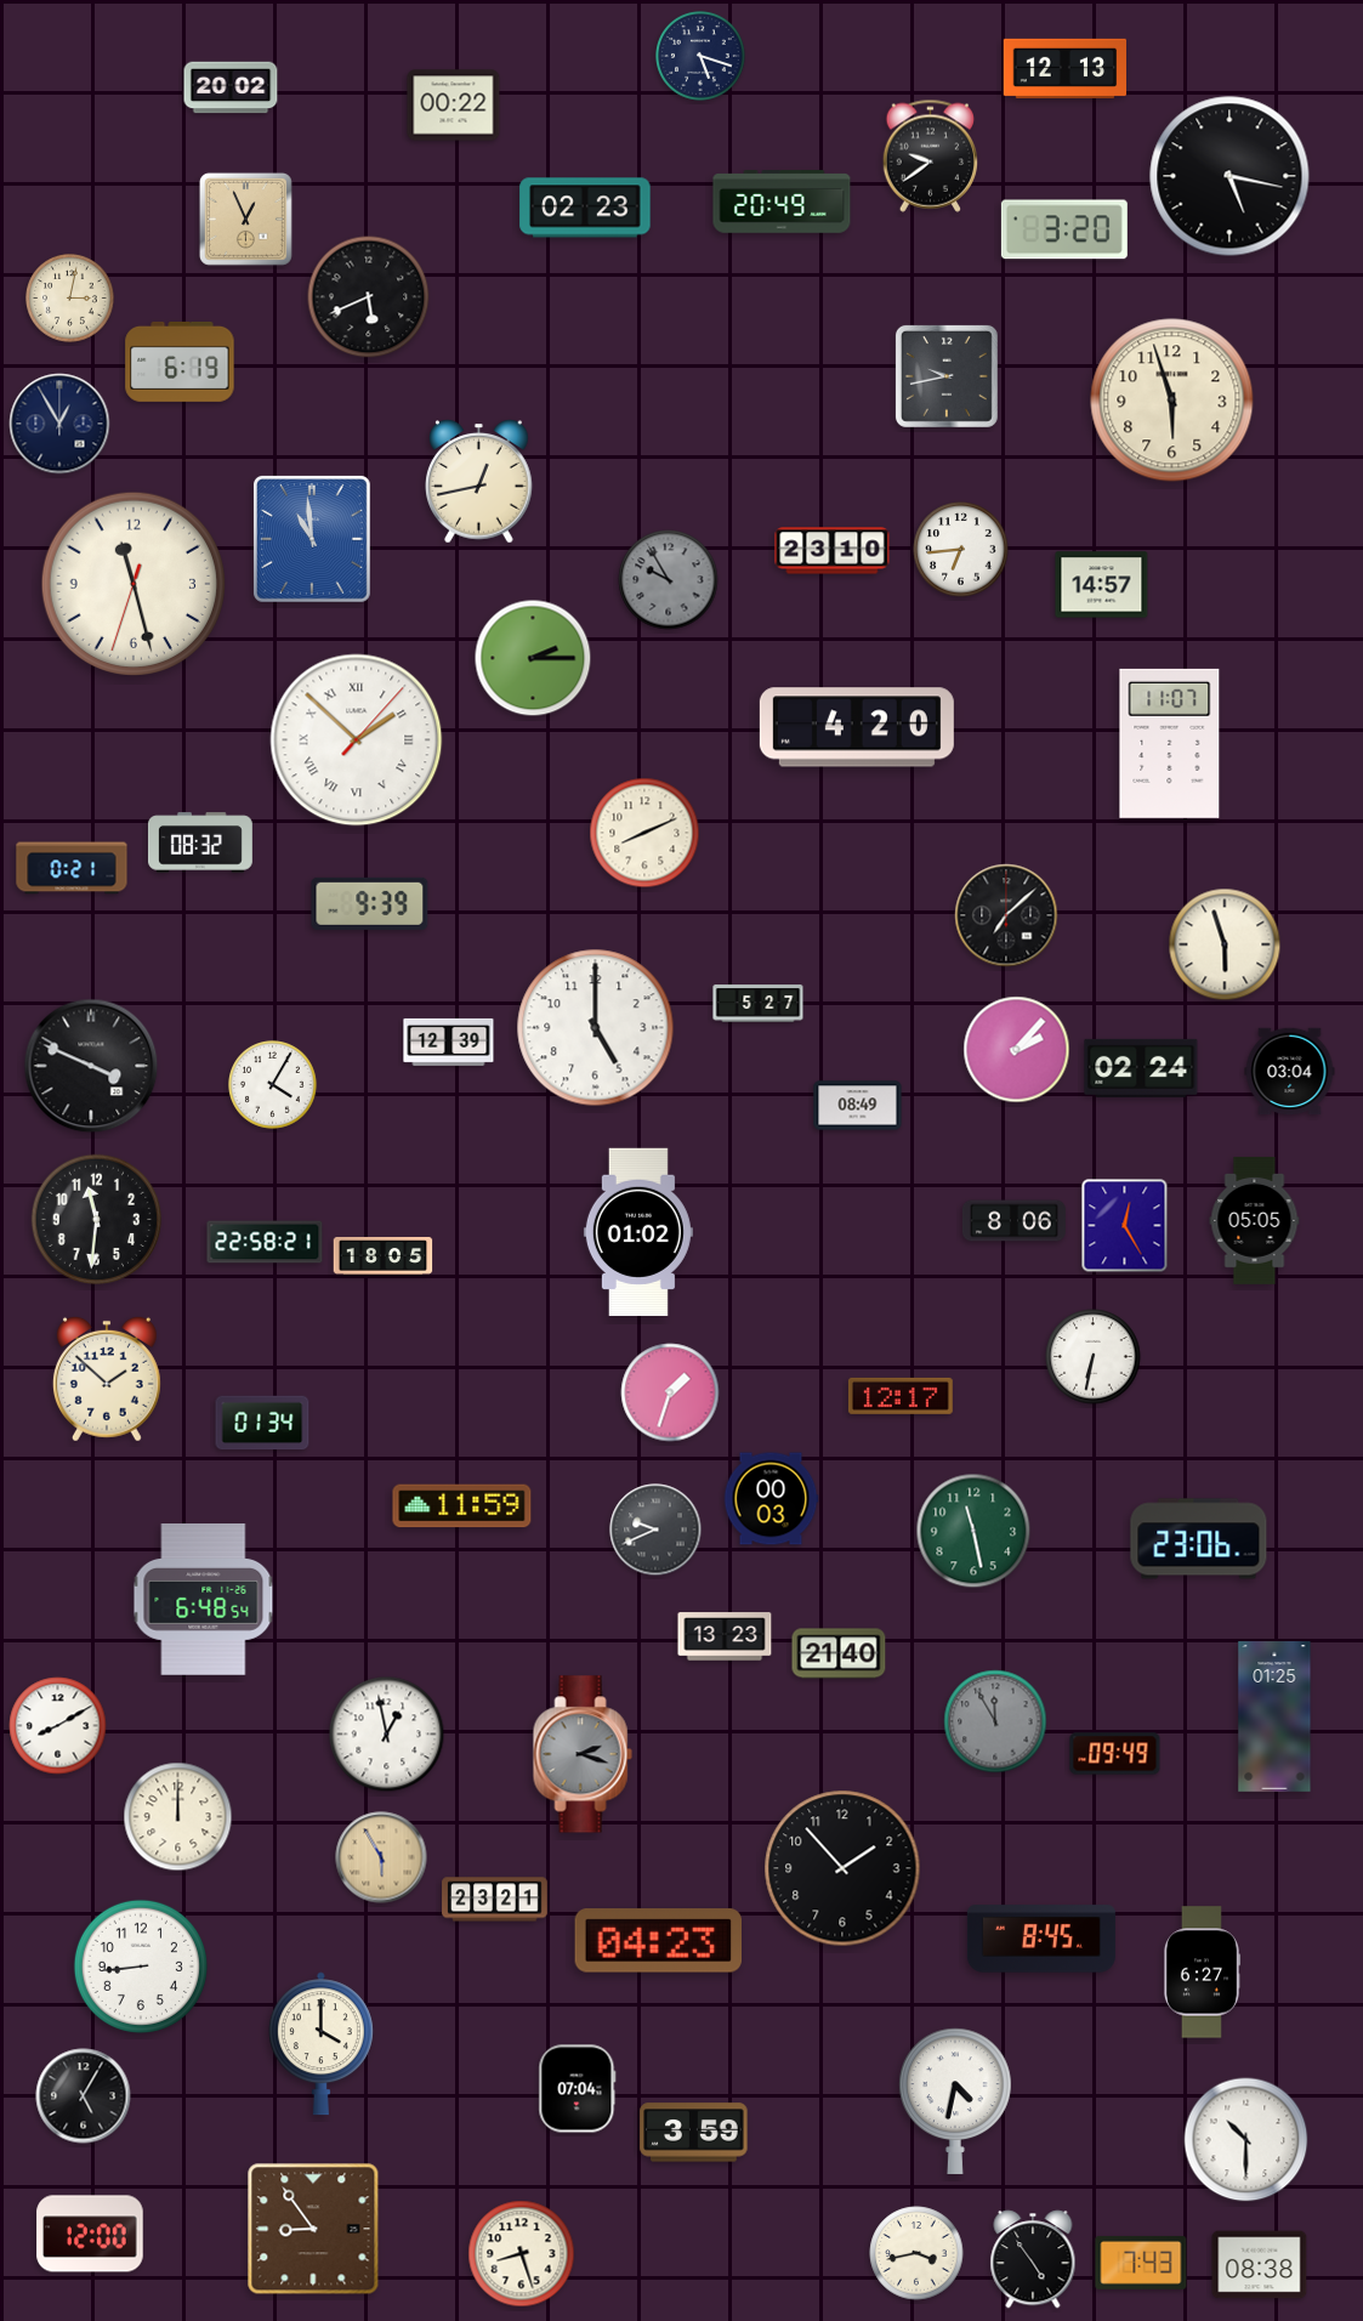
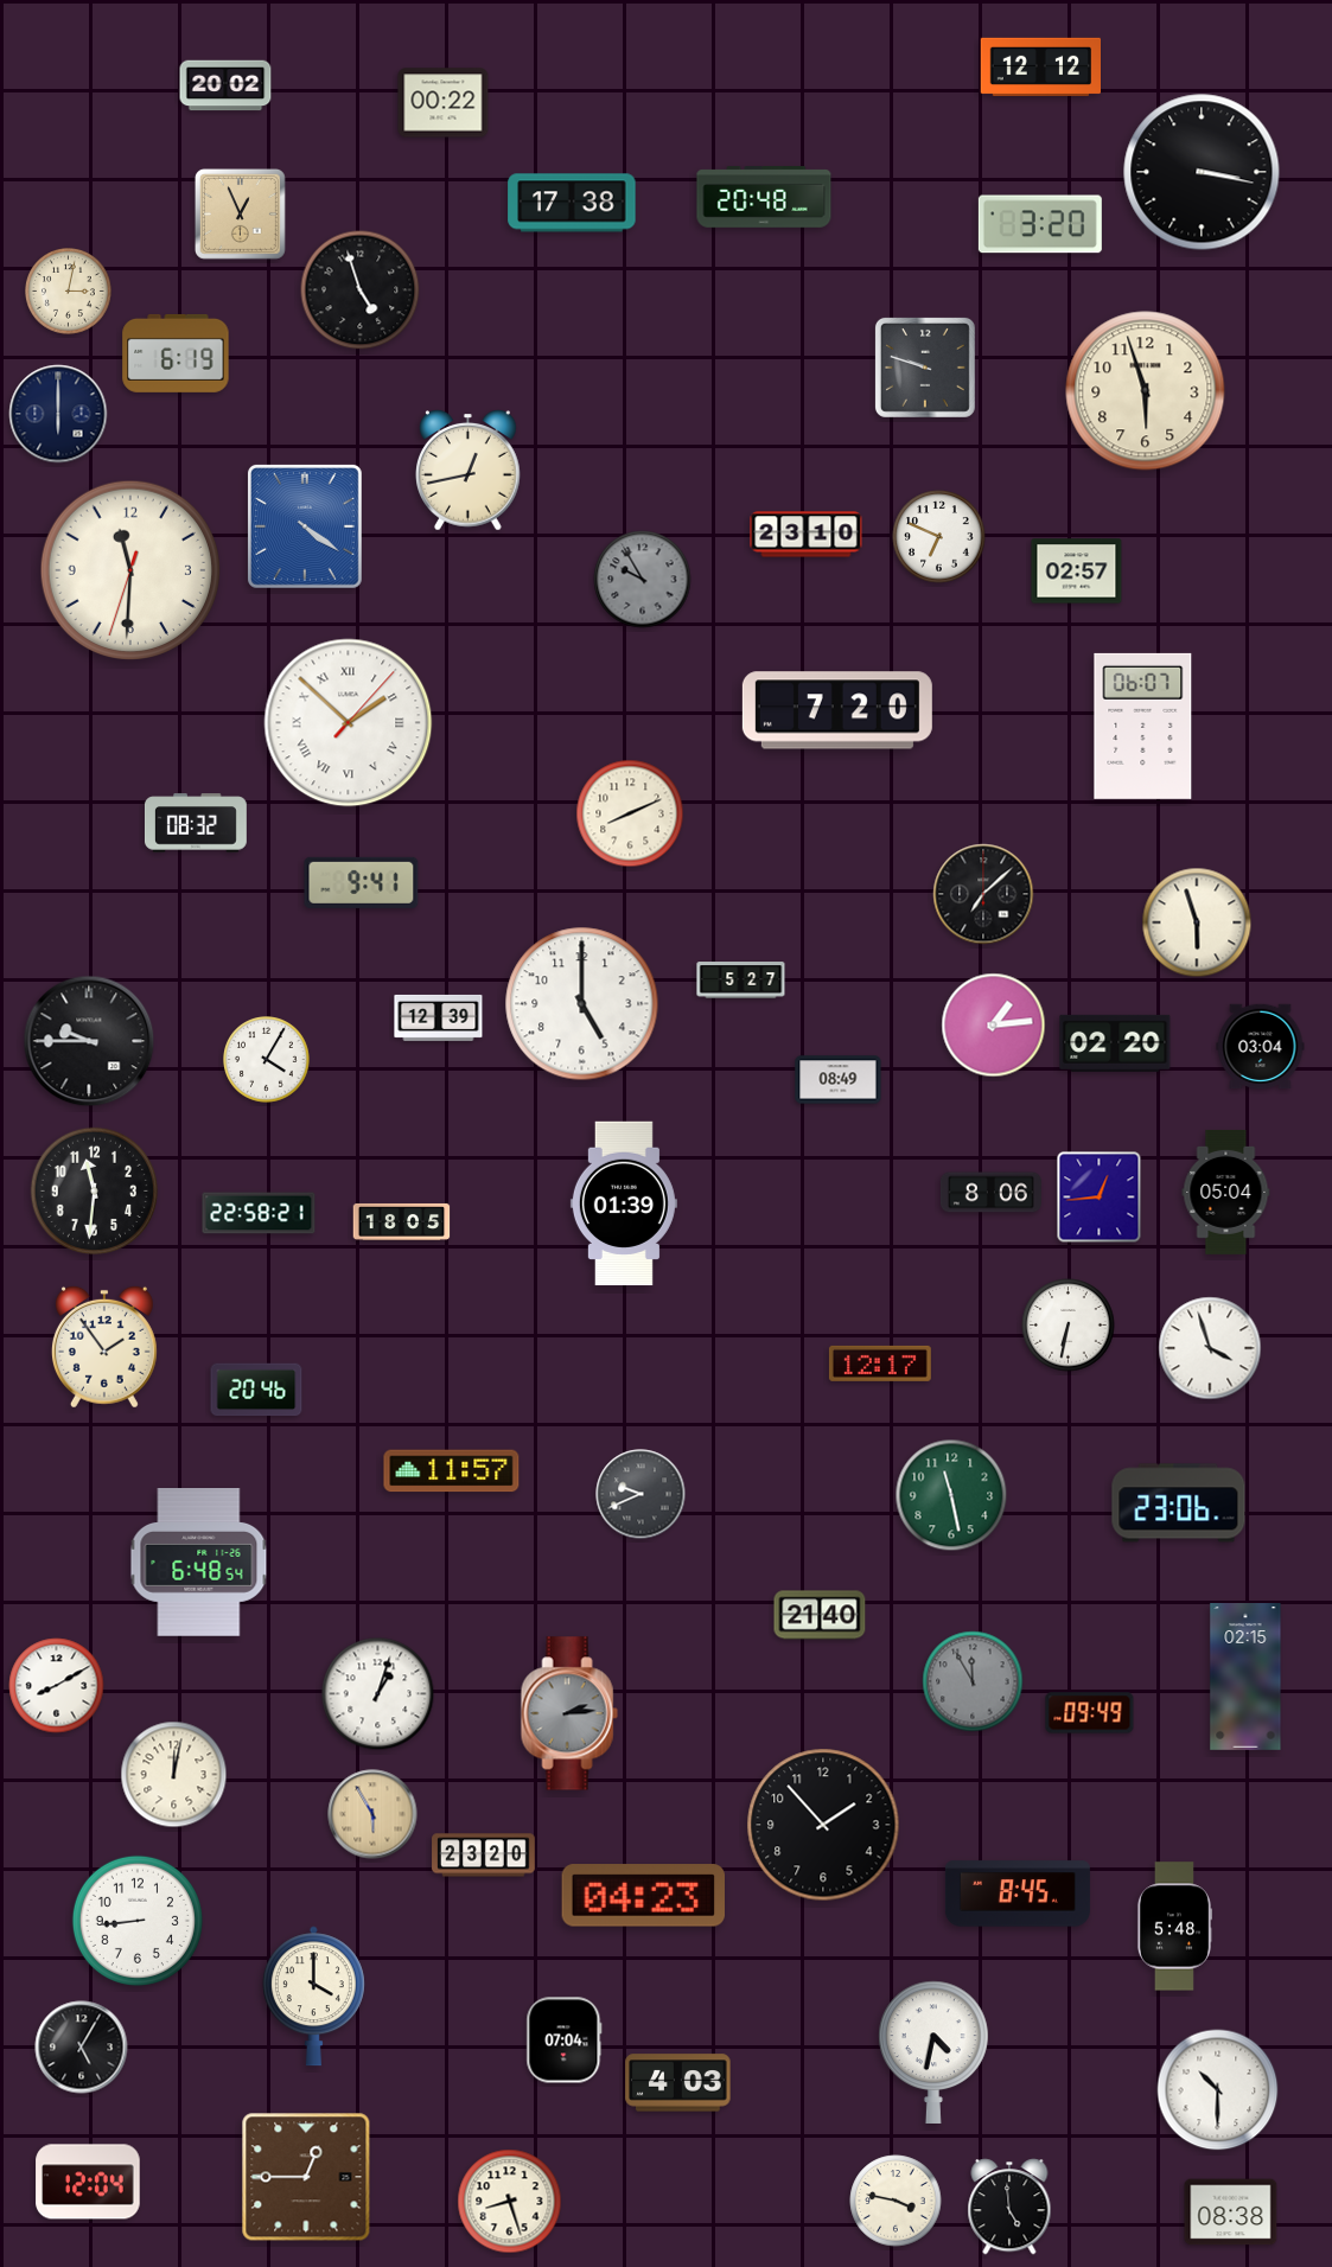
clock at (700, 56): 5:18 -> none
clock at (1064, 68): 12:13 -> 12:12
clock at (931, 155): 9:39 -> none
clock at (1229, 176): 5:17 -> 3:17
clock at (782, 202): 20:49 -> 20:48
clock at (585, 208): 02:23 -> 17:38
clock at (369, 297): 5:41 -> 4:57
clock at (947, 376): 9:43 -> 9:48
clock at (59, 424): 12:55 -> 6:00
clock at (312, 539): 10:59 -> 4:21
clock at (961, 550): 6:44 -> 6:49
clock at (833, 551) position: (833, 551) -> (807, 535)
clock at (669, 580) position: (669, 580) -> (643, 580)
clock at (132, 583): 11:27 -> 11:30
clock at (1102, 585): 14:57 -> 02:57
clock at (533, 658): 2:15 -> none
clock at (857, 727): 4:20 -> 7:20
clock at (1170, 743): 11:07 -> 06:07
clock at (72, 868): 0:21 -> none
clock at (370, 903): 9:39 -> 9:41
clock at (1017, 1050): 2:07 -> 1:14
clock at (91, 1066): 3:49 -> 9:45
clock at (1141, 1068): 02:24 -> 02:20
clock at (1255, 1220): 05:05 -> 05:04
clock at (1125, 1226): 12:25 -> 12:44
clock at (638, 1232): 01:02 -> 01:39
clock at (384, 1255) position: (384, 1255) -> (402, 1221)
clock at (107, 1379): 1:52 -> 1:54
clock at (1210, 1348): none -> 3:57
clock at (670, 1392): 1:33 -> none
clock at (262, 1423): 01:34 -> 20:46
clock at (771, 1499): 00:03 -> none
clock at (462, 1506): 11:59 -> 11:57
clock at (1199, 1539) position: (1199, 1539) -> (1179, 1503)
clock at (725, 1636): 13:23 -> none
clock at (1274, 1718): 01:25 -> 02:15
clock at (387, 1735): 12:58 -> 1:03
clock at (583, 1754): 2:18 -> 2:14
clock at (178, 1817): 12:00 -> 12:02
clock at (495, 1900): 23:21 -> 23:20
clock at (1200, 1973): 6:27 -> 5:48
clock at (694, 2133): 3:59 -> 4:03
clock at (313, 2229): 8:54 -> 12:45
clock at (90, 2234): 12:00 -> 12:04
clock at (916, 2253): 3:43 -> 3:47
clock at (1033, 2259): 4:54 -> 4:59
clock at (1141, 2263): 7:43 -> none
